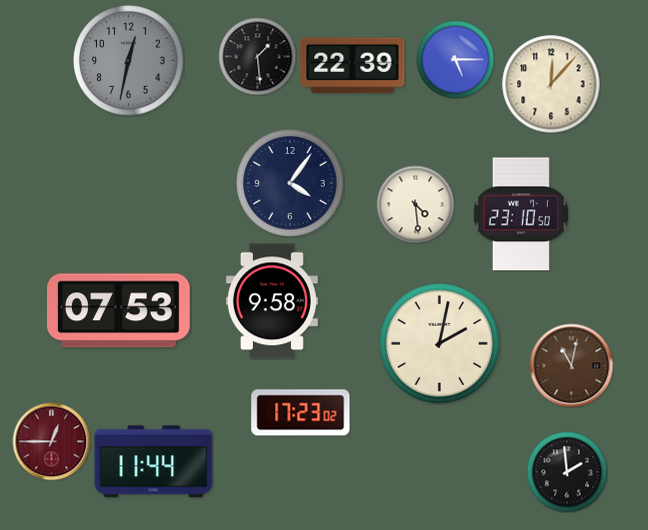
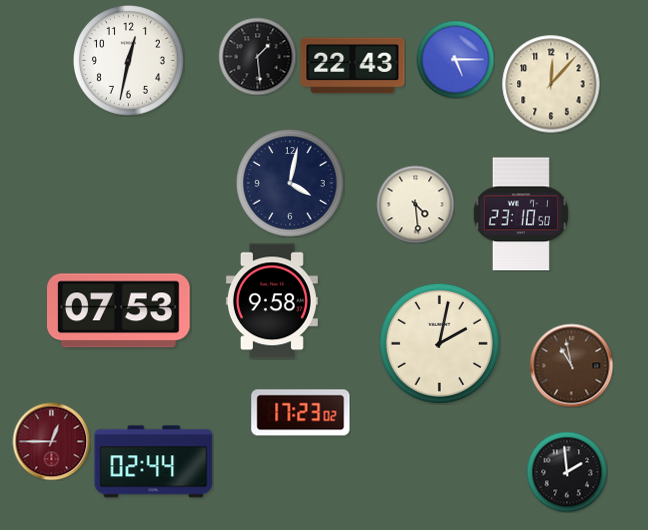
clock at (129, 61) dial: grey -> white
clock at (353, 66): 22:39 -> 22:43
clock at (290, 183): 4:06 -> 4:02
clock at (571, 365): 11:02 -> 10:58
clock at (154, 462): 11:44 -> 02:44
